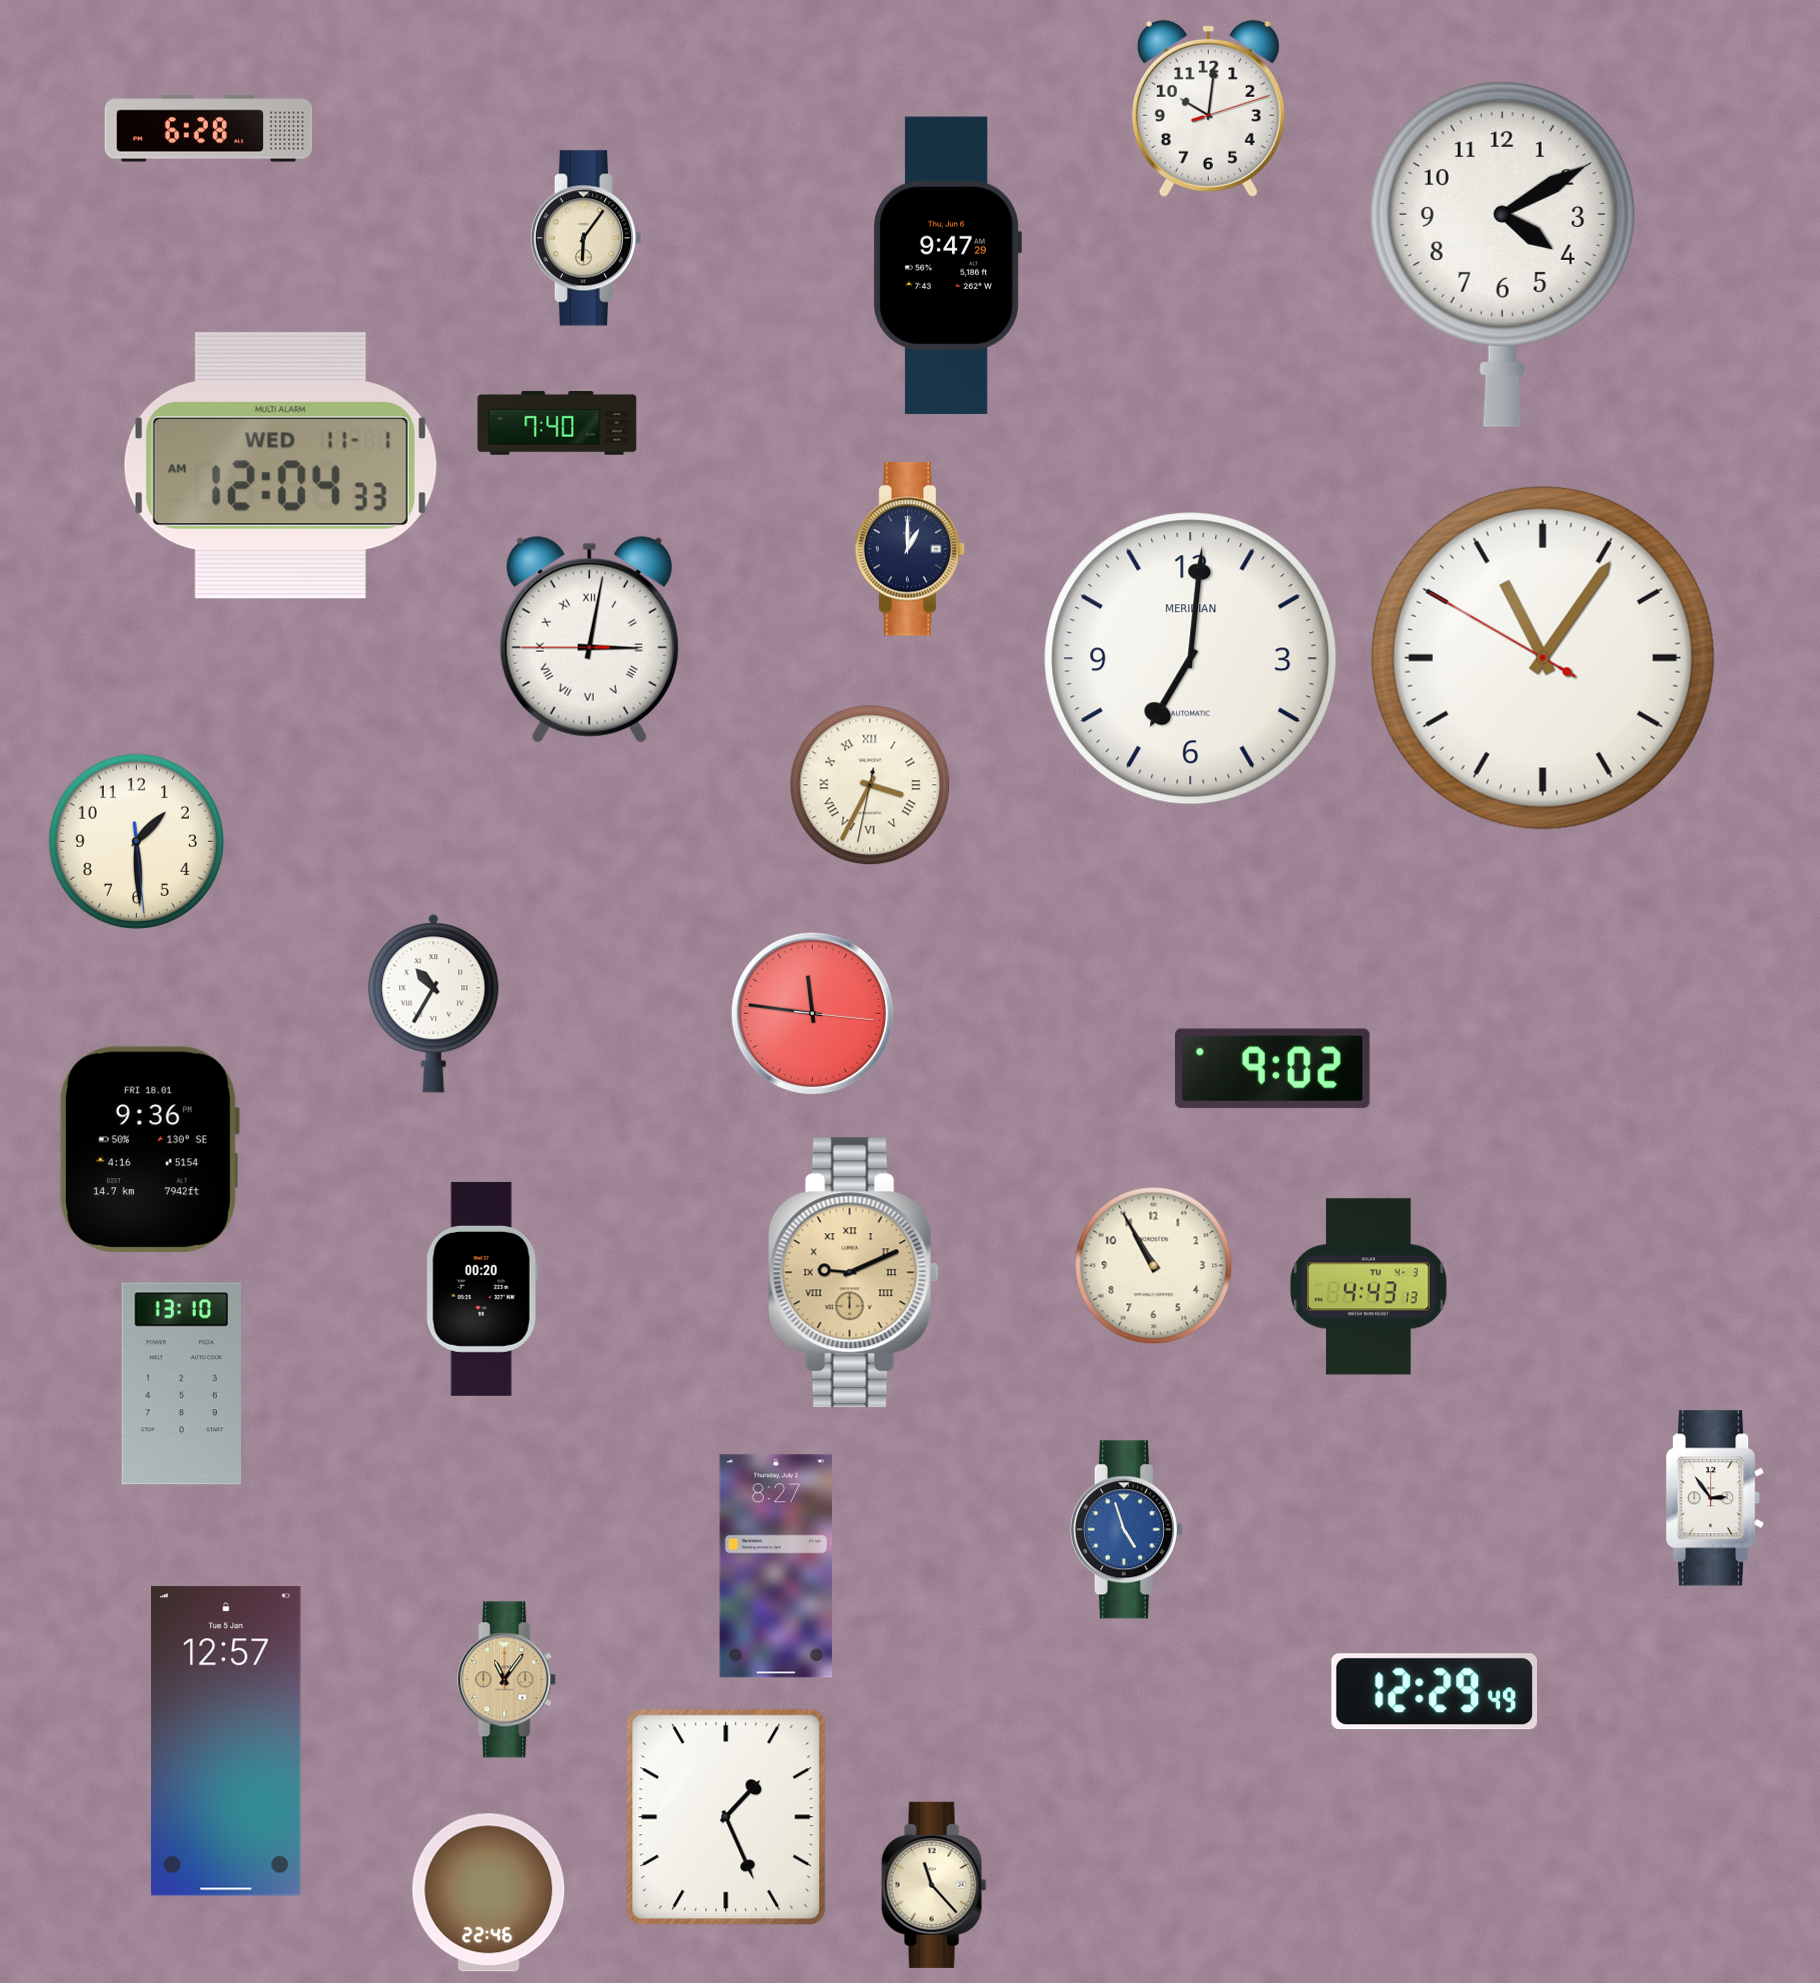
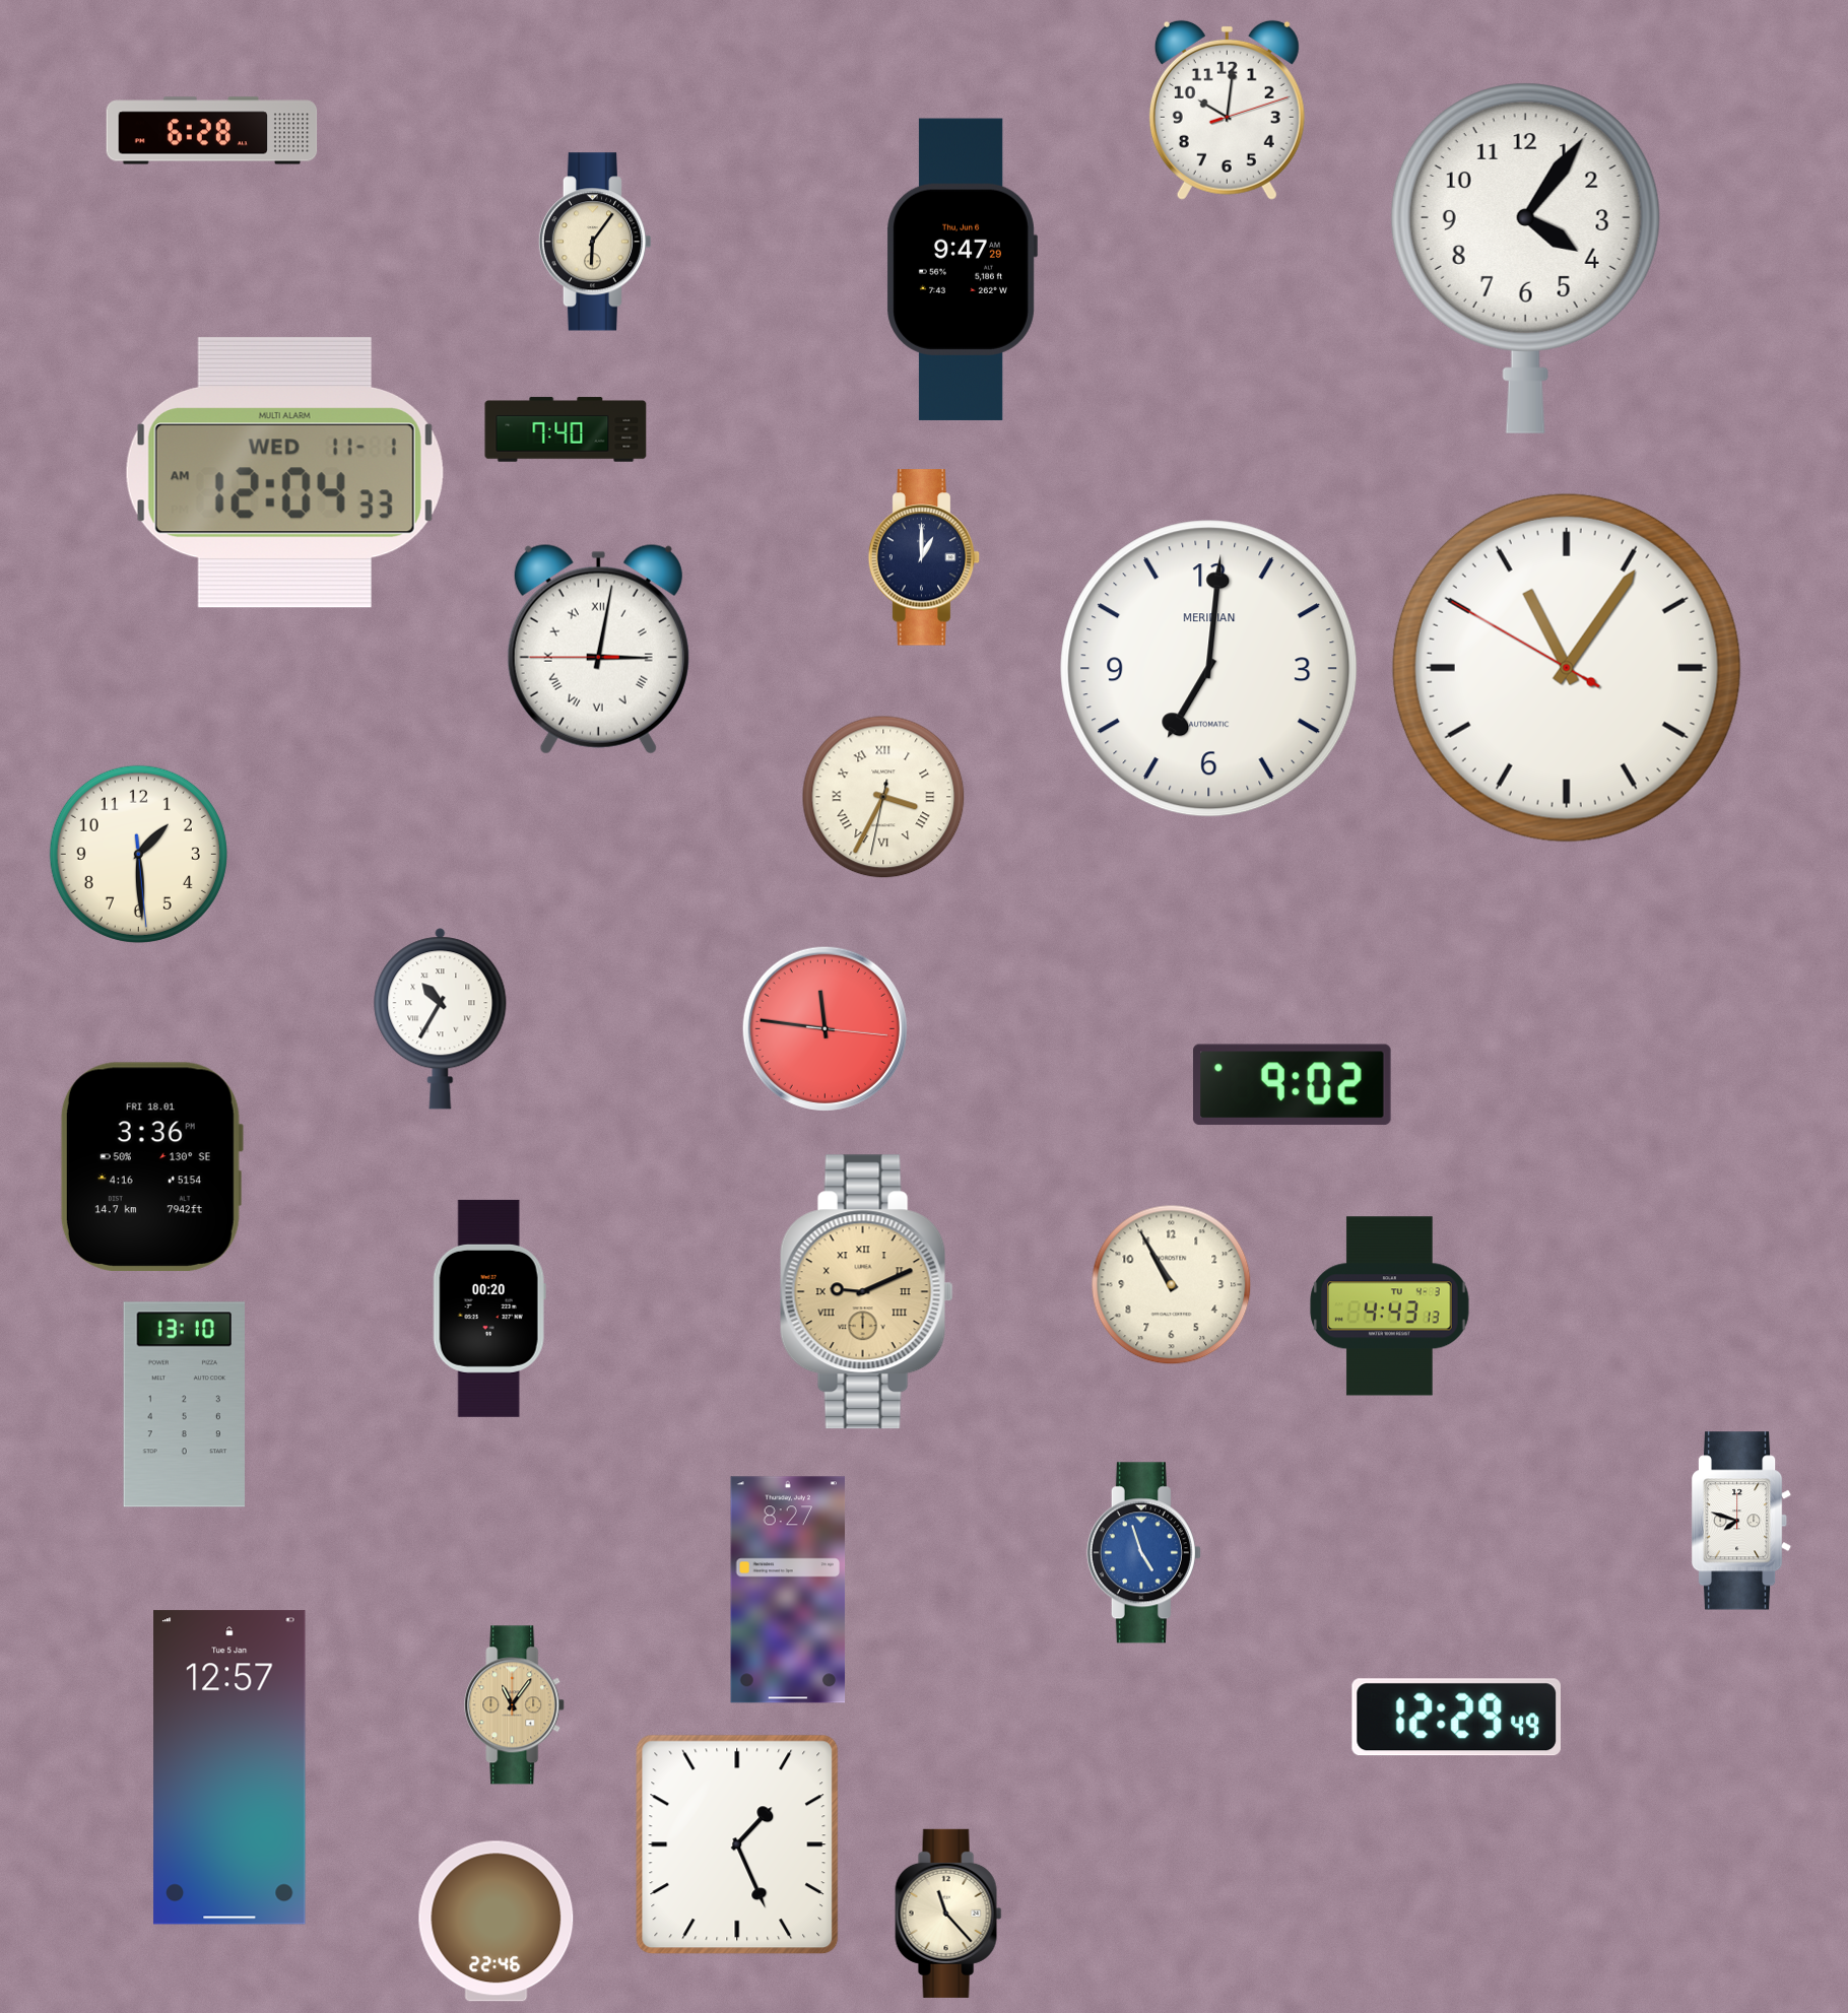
clock at (1502, 254): 4:10 -> 4:06
clock at (149, 1149): 9:36 -> 3:36
clock at (1715, 1498): 2:54 -> 7:48
